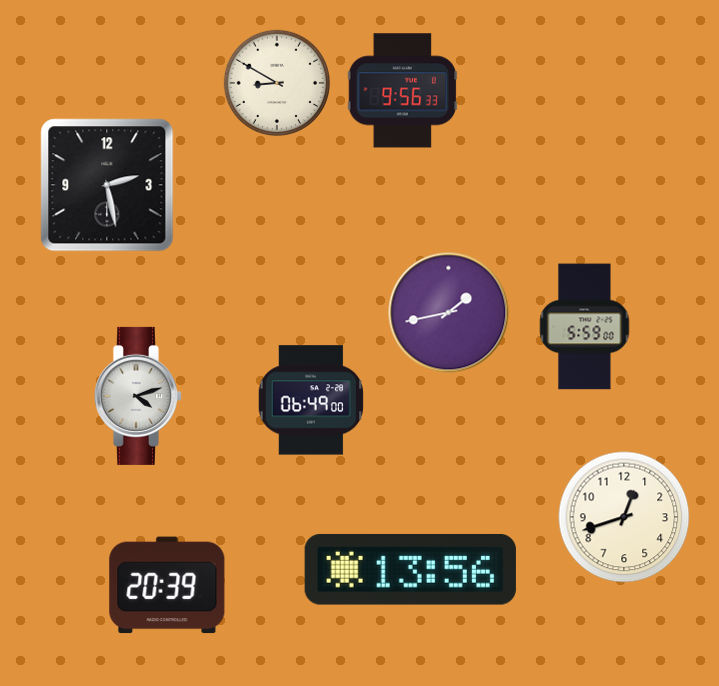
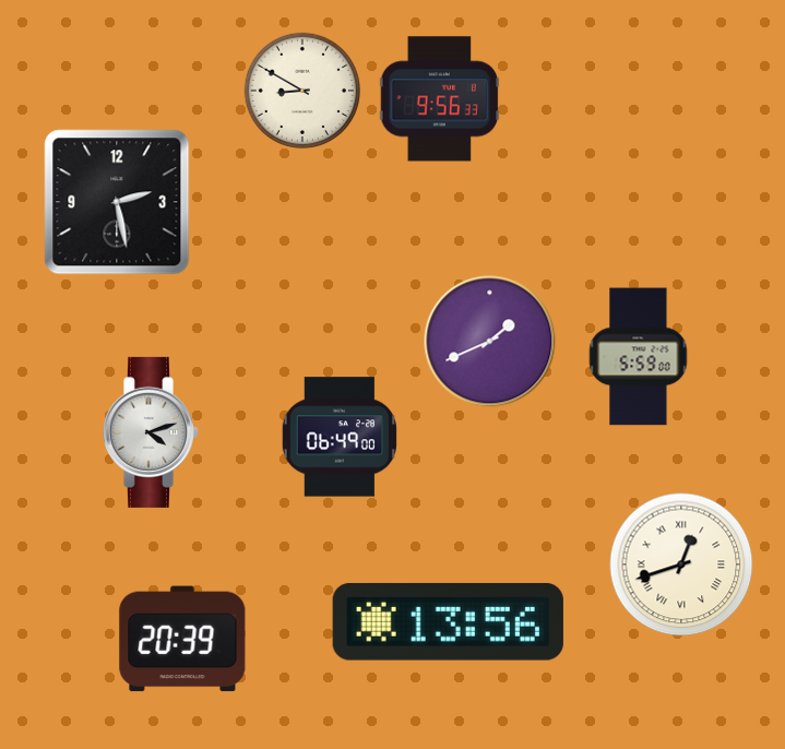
clock at (449, 313): 1:43 -> 1:41
clock at (624, 517) numerals: Arabic -> Roman
